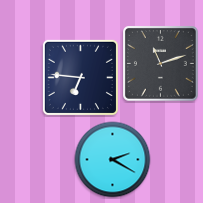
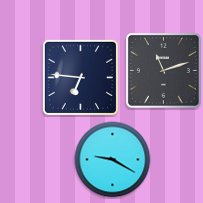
clock at (161, 64) position: (161, 64) -> (164, 71)
clock at (113, 160): 2:20 -> 9:20
